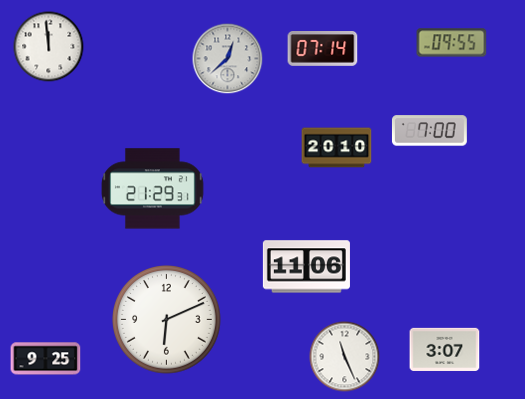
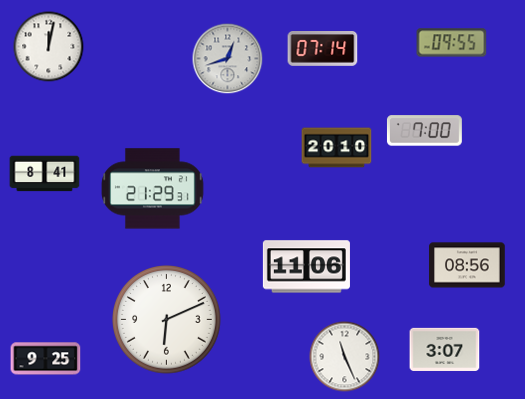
clock at (49, 47): 11:59 -> 12:02
clock at (228, 59): 12:38 -> 12:42
clock at (429, 131) position: (429, 131) -> (424, 131)
clock at (45, 174): none -> 8:41
clock at (467, 265): none -> 08:56
